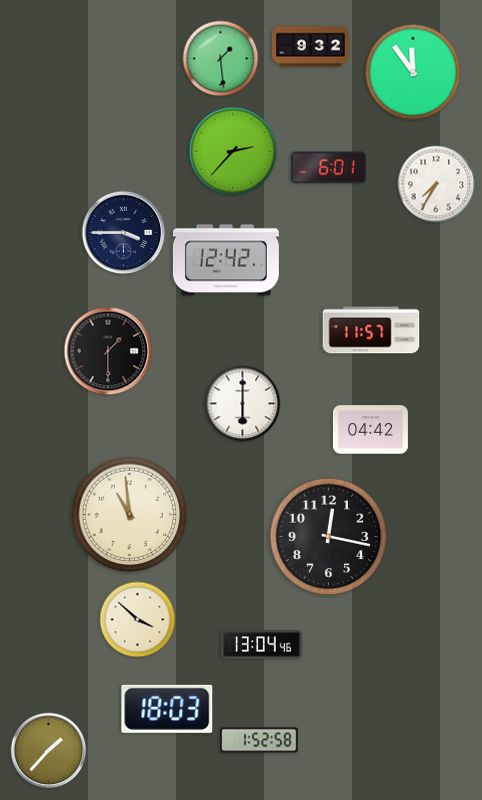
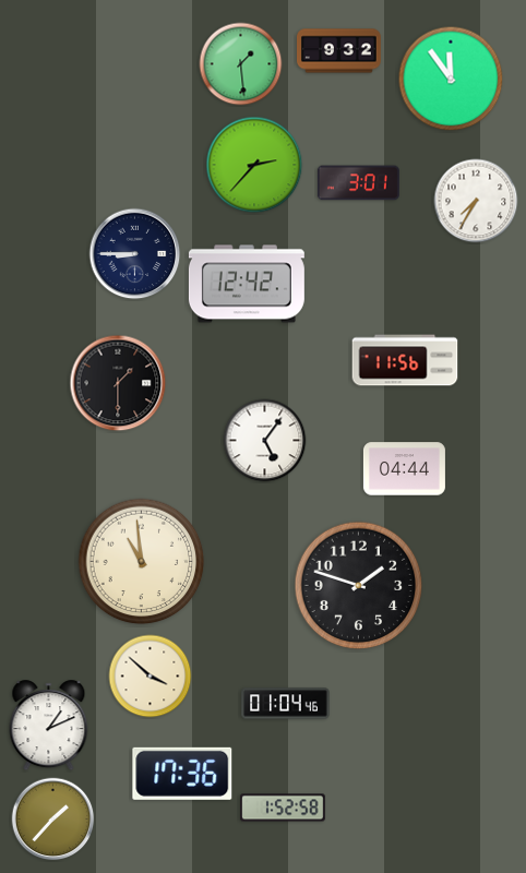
clock at (328, 168): 6:01 -> 3:01
clock at (124, 233): 3:45 -> 8:45
clock at (371, 330): 11:57 -> 11:56
clock at (243, 404): 6:00 -> 5:06
clock at (370, 430): 04:42 -> 04:44
clock at (329, 537): 12:17 -> 1:48
clock at (262, 645): 13:04 -> 01:04
clock at (49, 726): none -> 1:11
clock at (167, 709): 18:03 -> 17:36
